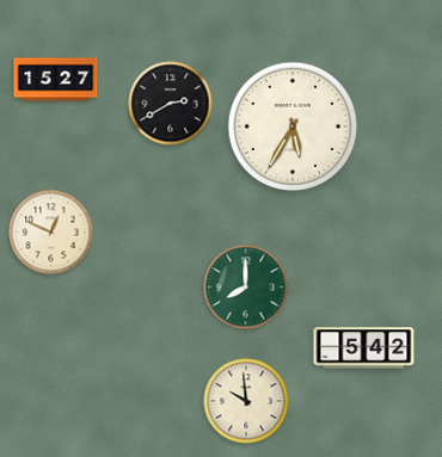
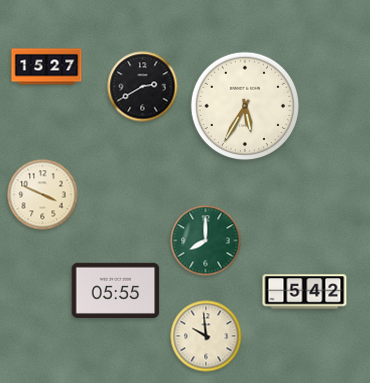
clock at (51, 233): 12:49 -> 3:49
clock at (116, 290): none -> 05:55
